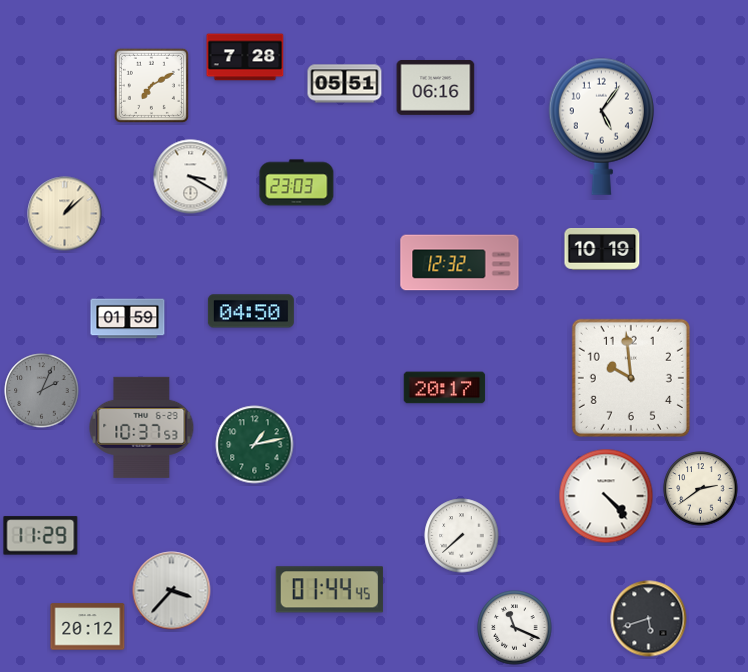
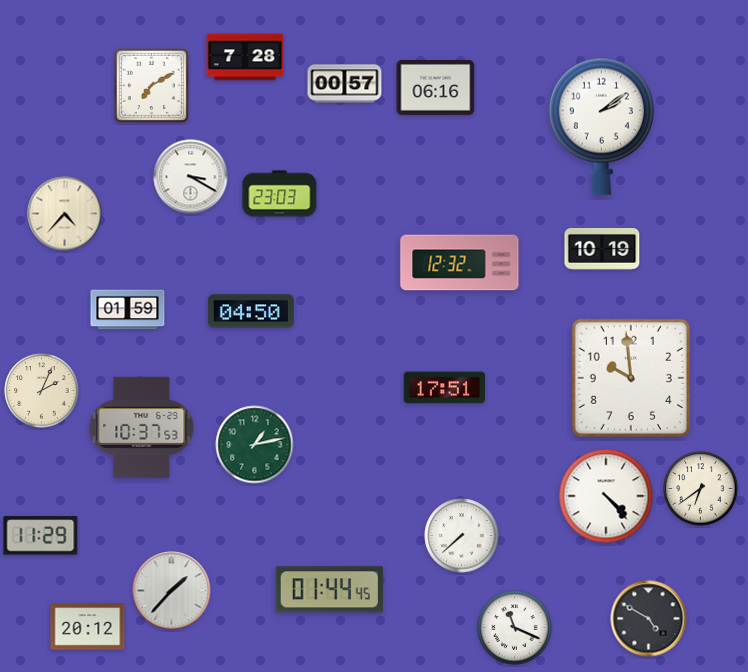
clock at (345, 84): 05:51 -> 00:57
clock at (601, 126): 5:06 -> 2:09
clock at (297, 183) position: (297, 183) -> (280, 194)
clock at (65, 214): 1:08 -> 4:37
clock at (128, 319) position: (128, 319) -> (128, 310)
clock at (445, 388): 20:17 -> 17:51
clock at (42, 391) dial: grey -> cream
clock at (701, 489): 2:39 -> 6:39
clock at (172, 591): 3:37 -> 1:37
clock at (649, 619): 5:42 -> 4:50
